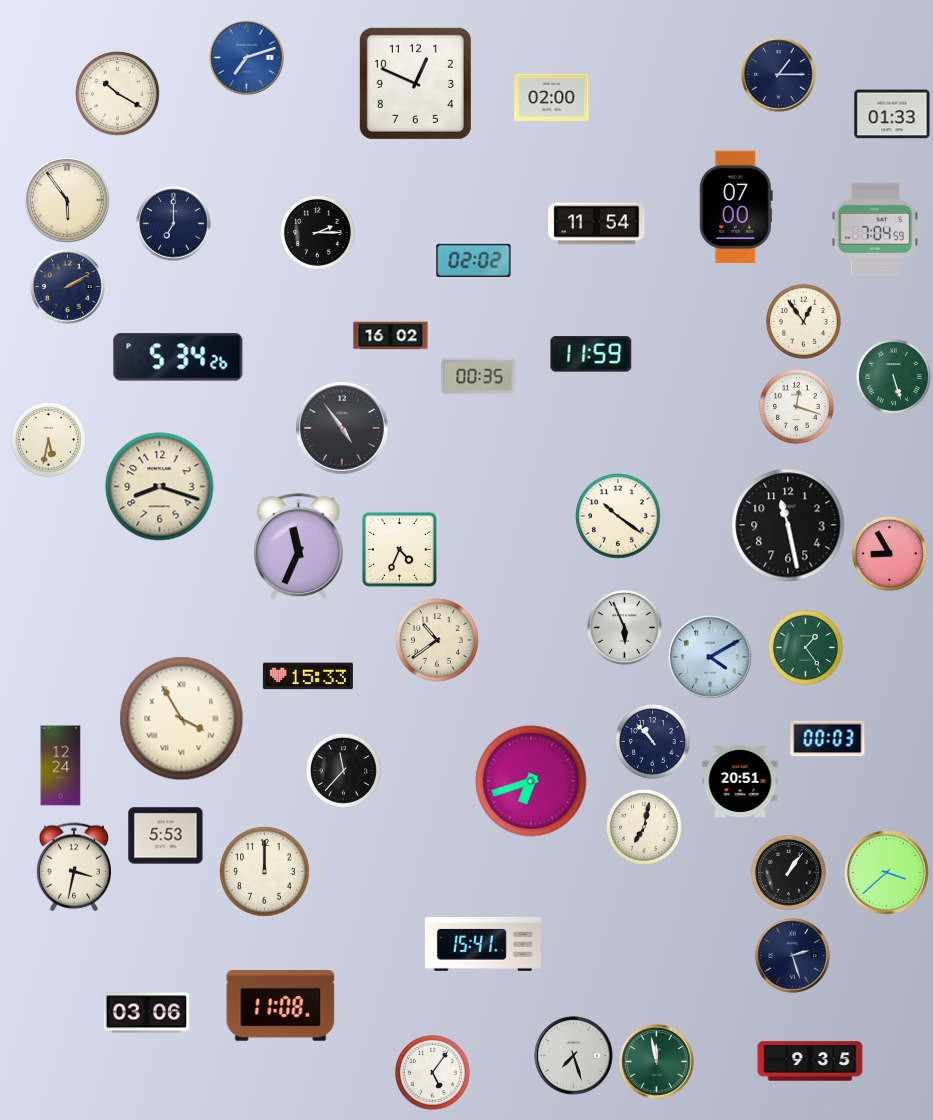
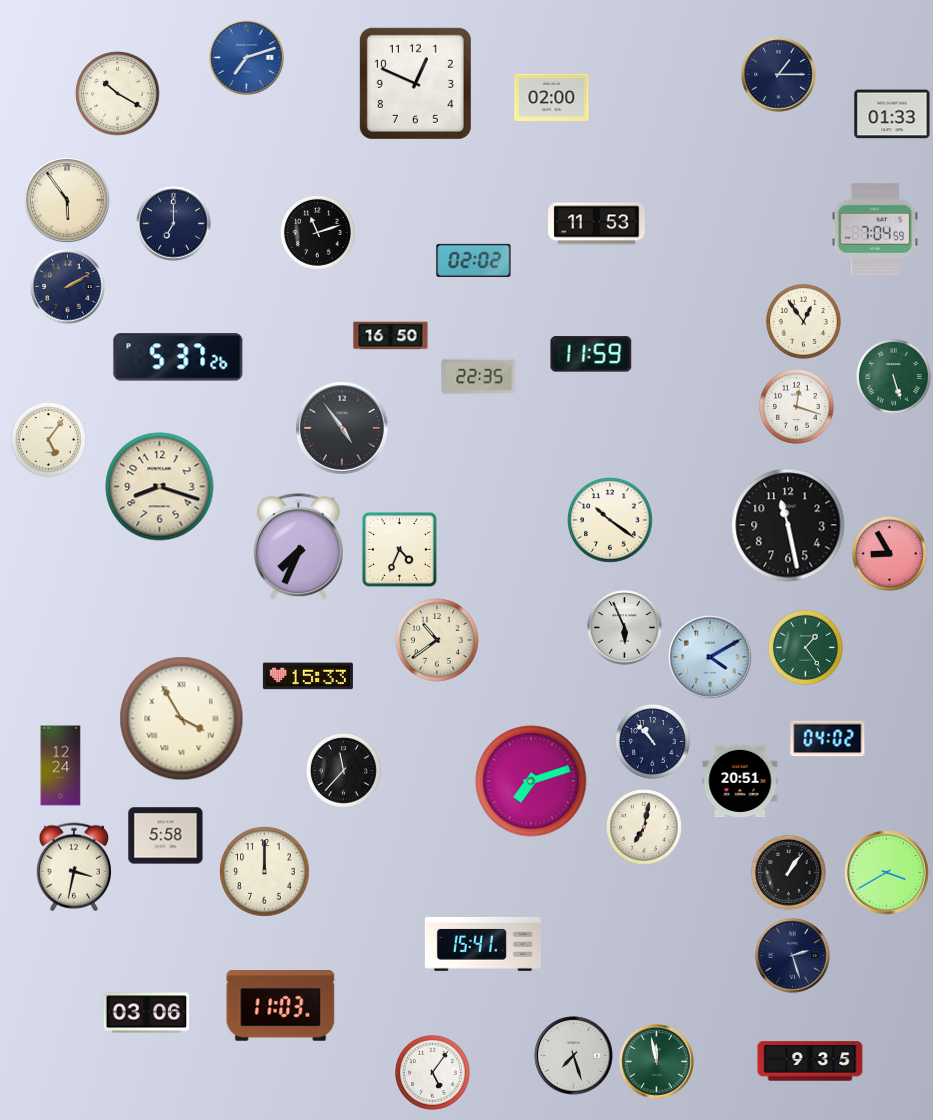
clock at (736, 207): 07:00 -> none
clock at (597, 224): 11:54 -> 11:53
clock at (317, 232): 2:15 -> 11:12
clock at (391, 336): 16:02 -> 16:50
clock at (178, 357): 5:34 -> 5:37
clock at (479, 377): 00:35 -> 22:35
clock at (48, 439): 5:32 -> 5:06
clock at (618, 516) position: (618, 516) -> (610, 520)
clock at (298, 547): 11:34 -> 7:34
clock at (828, 739): 00:03 -> 04:02
clock at (531, 781): 6:42 -> 7:12
clock at (166, 836): 5:53 -> 5:58
clock at (887, 873): 3:38 -> 3:40
clock at (281, 1006): 11:08 -> 11:03
